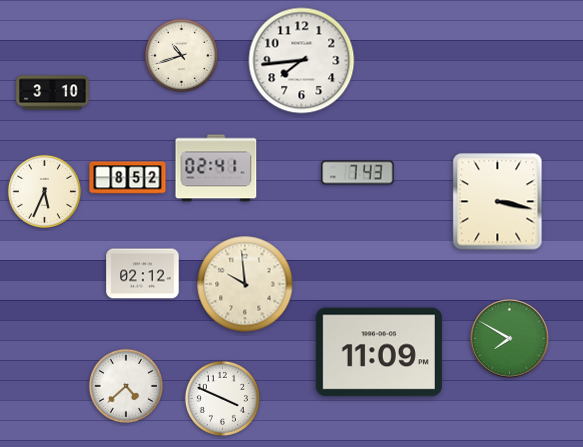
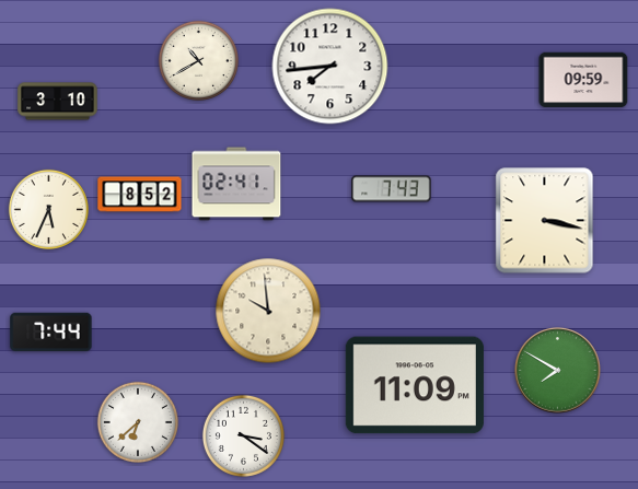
clock at (181, 55): 10:42 -> 10:40
clock at (583, 80): none -> 09:59
clock at (143, 274): 02:12 -> none
clock at (51, 333): none -> 7:44
clock at (126, 386): 4:38 -> 6:38
clock at (222, 398): 3:49 -> 3:21
